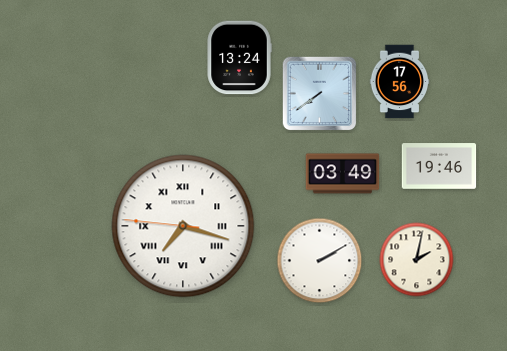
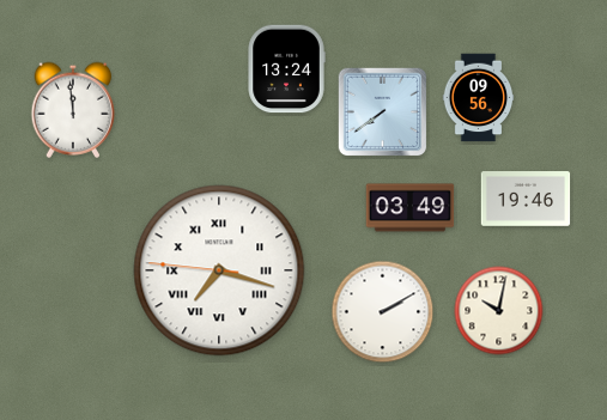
clock at (400, 82): 17:56 -> 09:56
clock at (73, 110): none -> 11:59
clock at (417, 260): 2:02 -> 10:02
